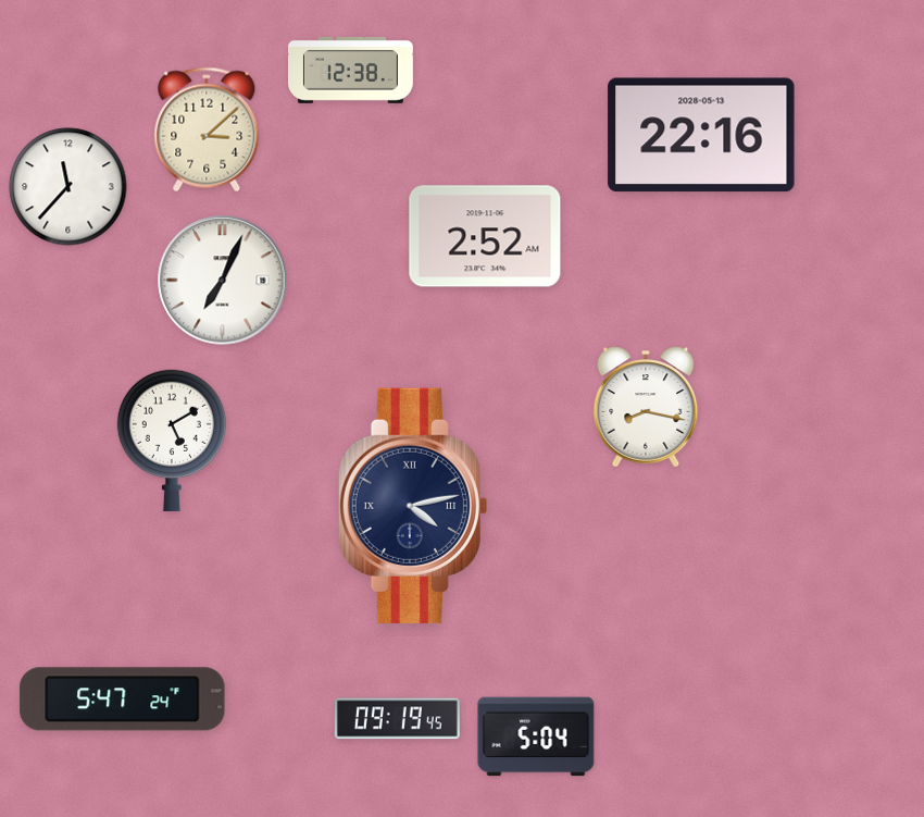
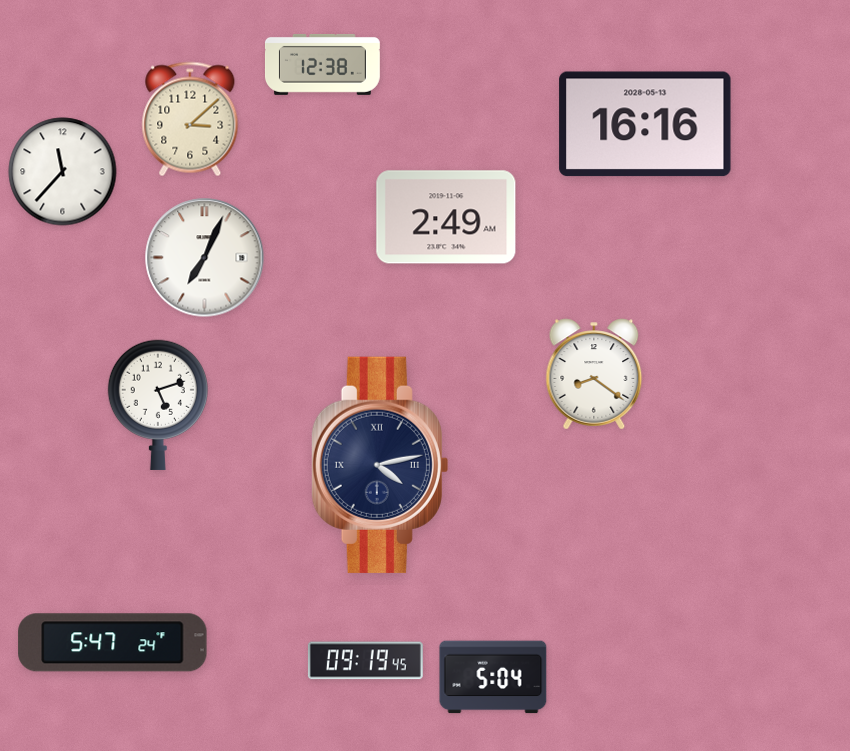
clock at (701, 135): 22:16 -> 16:16
clock at (485, 236): 2:52 -> 2:49
clock at (646, 407): 8:17 -> 8:21
clock at (172, 441): 5:10 -> 5:12
